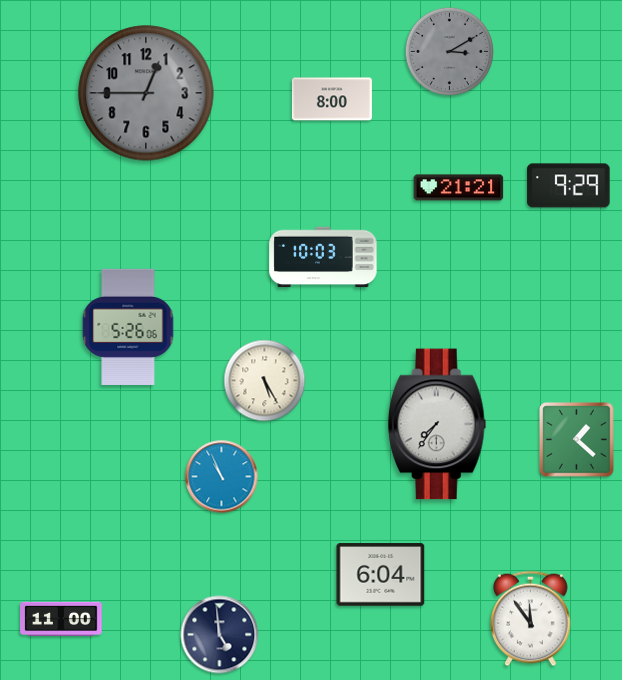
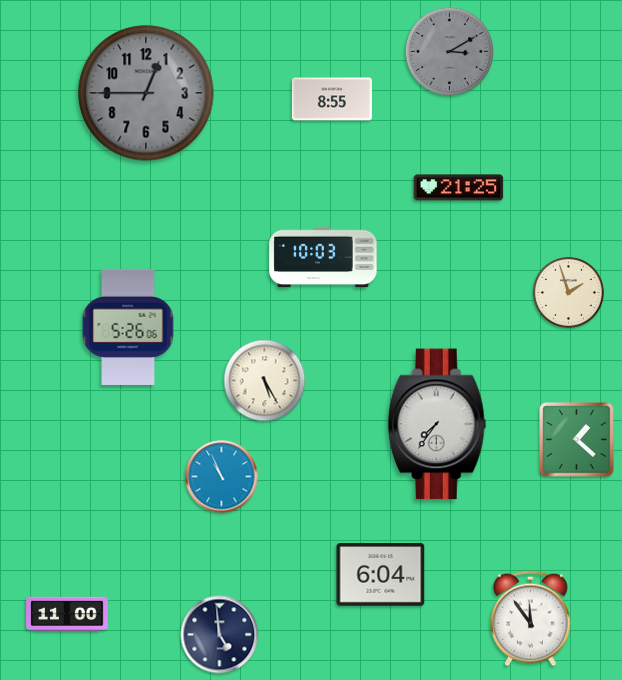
clock at (332, 99): 8:00 -> 8:55
clock at (569, 186): 9:29 -> none
clock at (459, 188): 21:21 -> 21:25
clock at (568, 292): none -> 1:57
clock at (61, 619) position: (61, 619) -> (67, 614)
